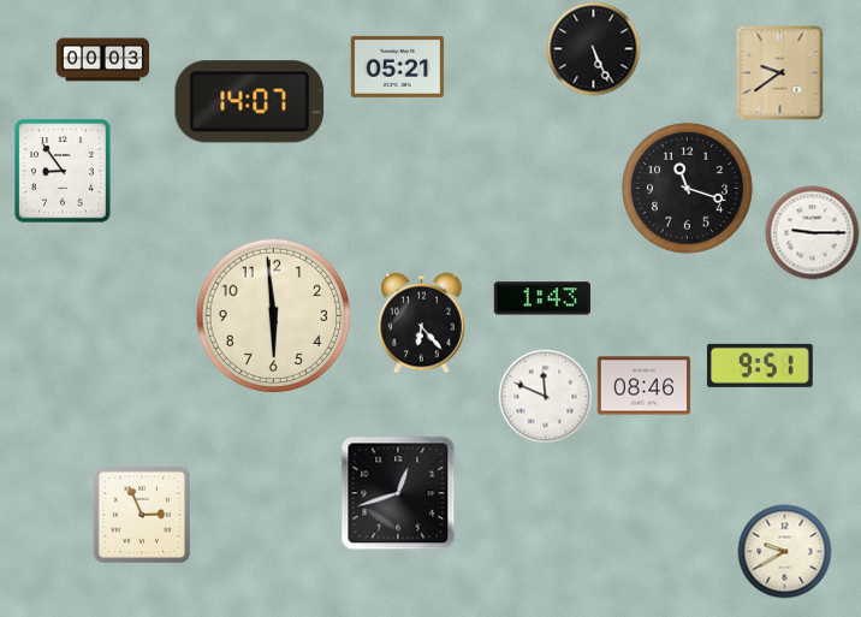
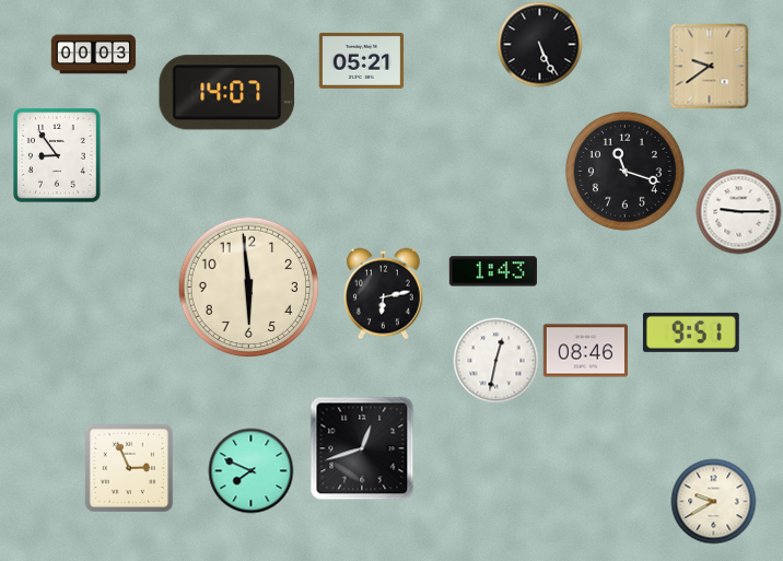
clock at (422, 322): 6:23 -> 6:13
clock at (545, 396): 11:49 -> 12:32
clock at (250, 470): none -> 7:49
